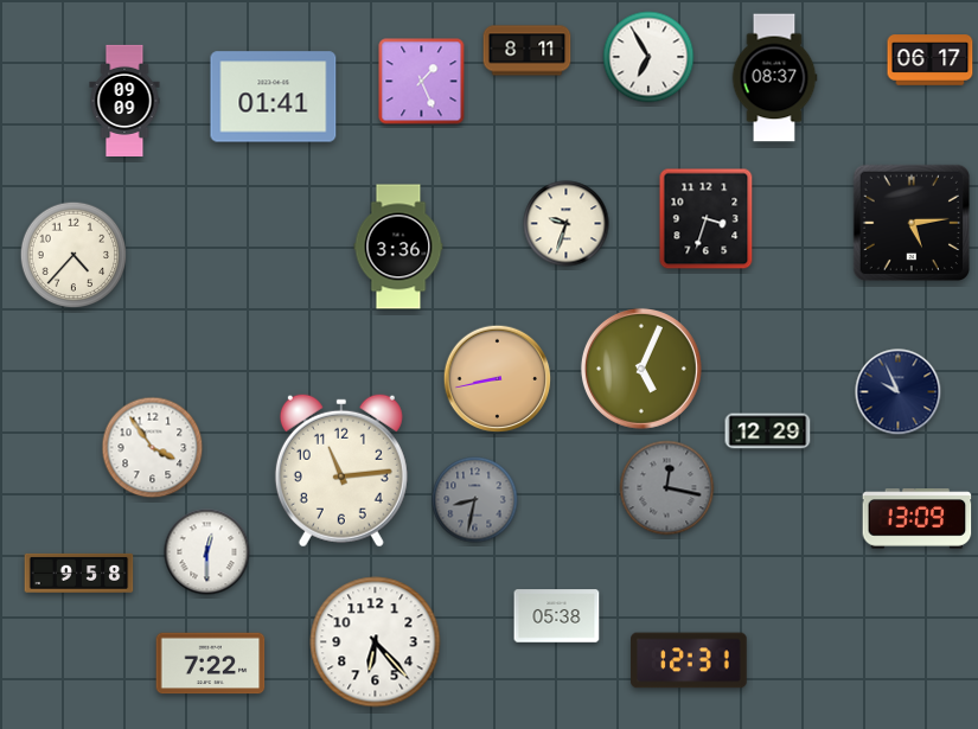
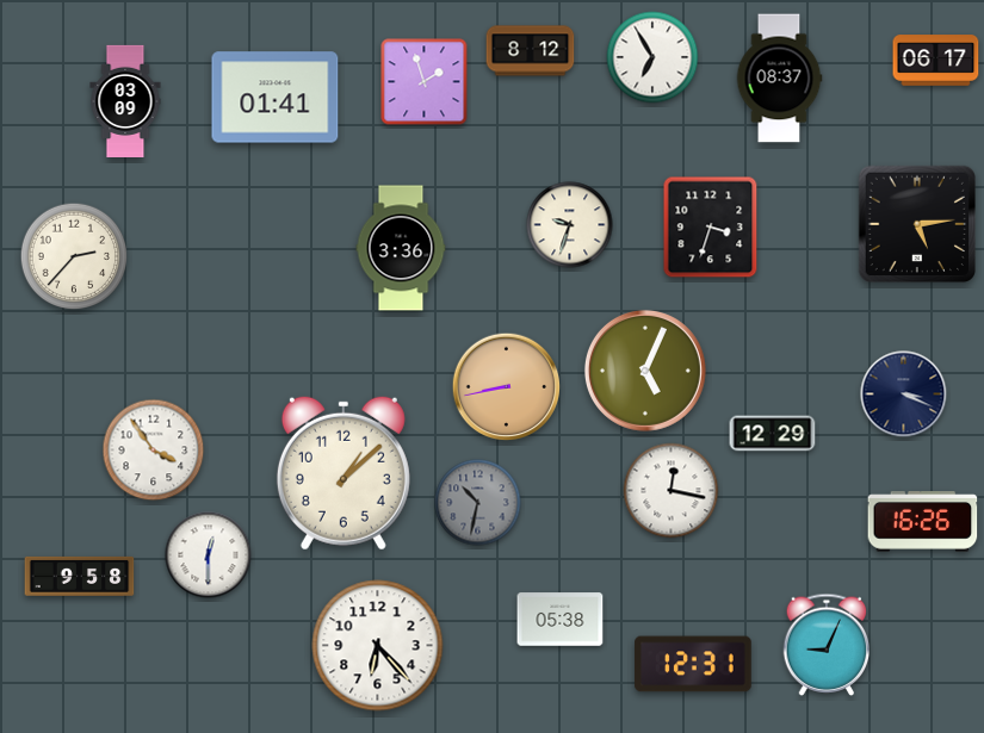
clock at (528, 51): 8:11 -> 8:12
clock at (422, 82): 1:26 -> 1:57
clock at (124, 100): 09:09 -> 03:09
clock at (707, 219) position: (707, 219) -> (711, 228)
clock at (73, 255): 4:37 -> 2:37
clock at (498, 379) position: (498, 379) -> (507, 387)
clock at (899, 392): 9:56 -> 3:19
clock at (341, 471): 11:14 -> 1:08
clock at (667, 488) dial: grey -> white
clock at (475, 500): 8:32 -> 10:32
clock at (918, 519): 13:09 -> 16:26
clock at (827, 645): none -> 9:04
clock at (211, 664): 7:22 -> none
